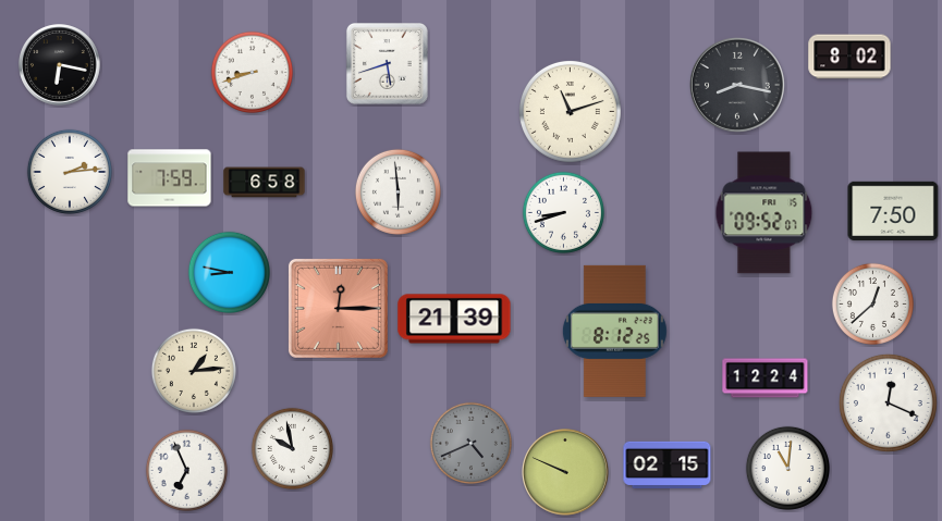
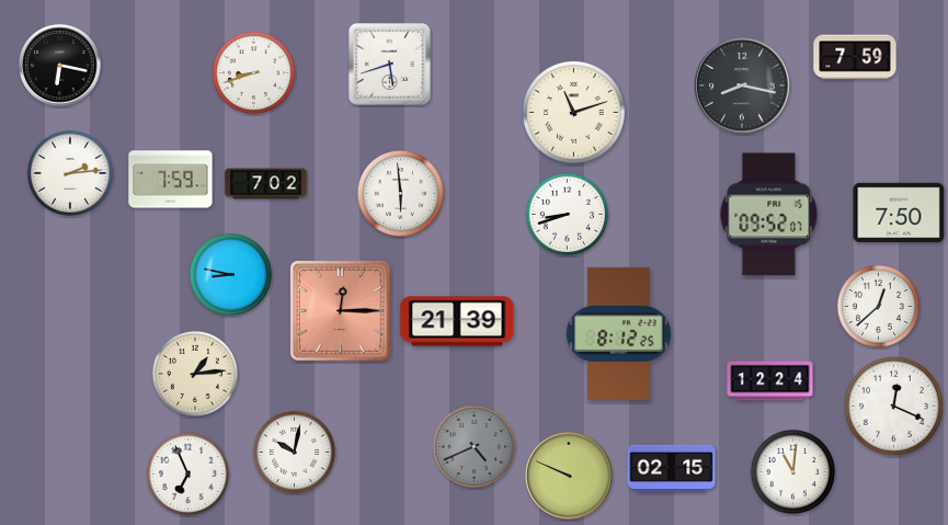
clock at (849, 57): 8:02 -> 7:59
clock at (265, 183): 6:58 -> 7:02
clock at (292, 448): 9:58 -> 10:02
